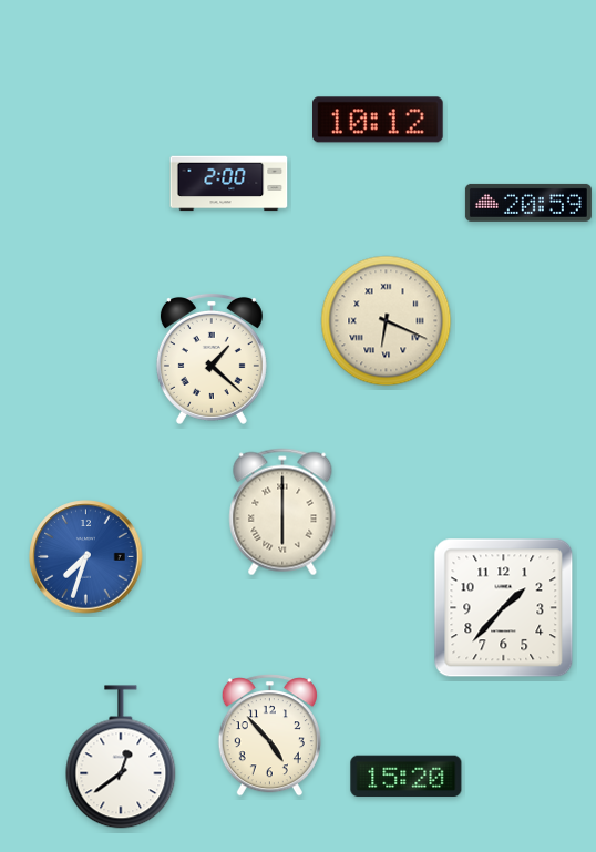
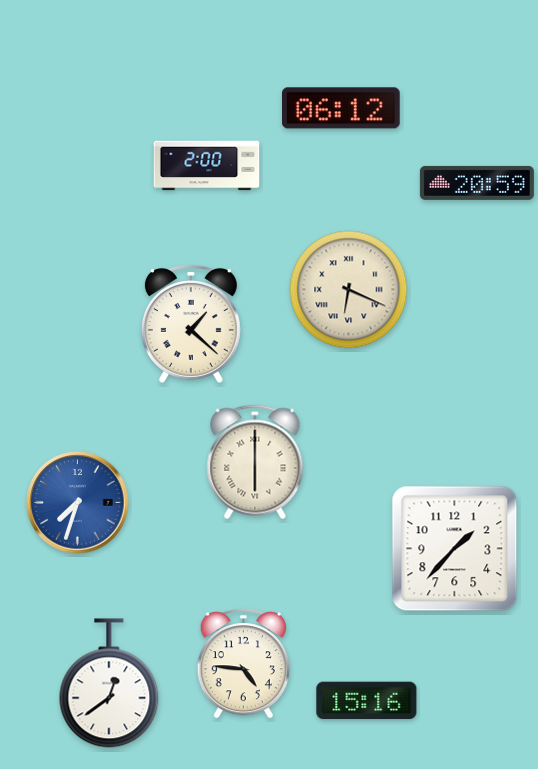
clock at (379, 120): 10:12 -> 06:12
clock at (269, 736): 4:53 -> 4:46
clock at (407, 777): 15:20 -> 15:16
